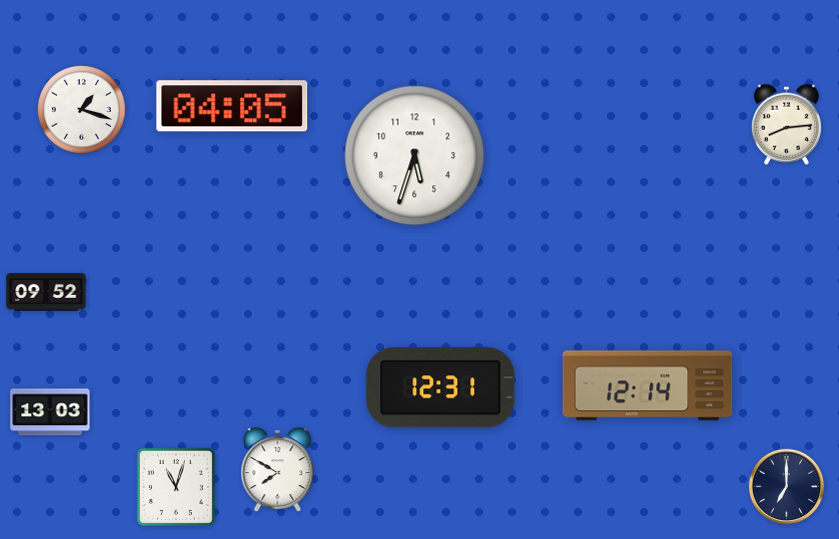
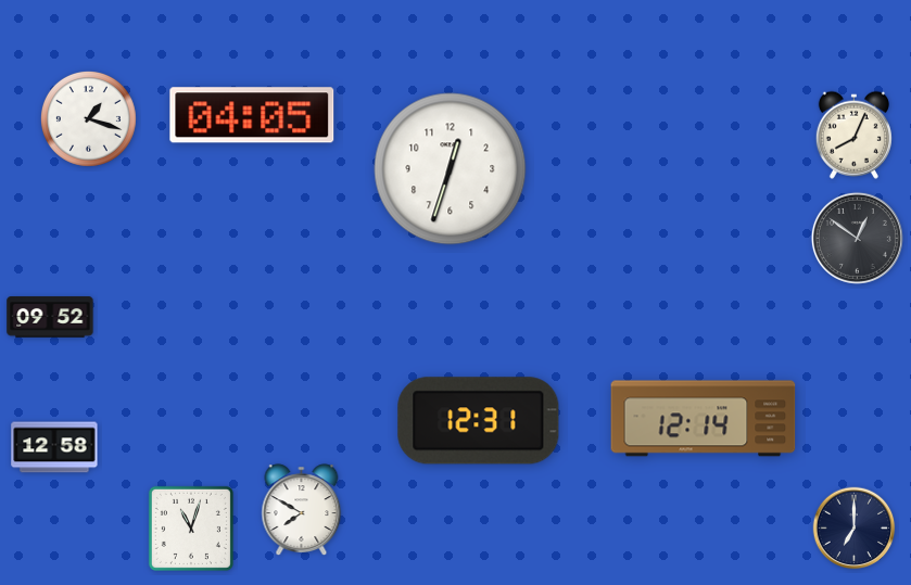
clock at (786, 124): 8:14 -> 8:04
clock at (415, 156): 5:33 -> 12:33
clock at (857, 238): none -> 12:51
clock at (50, 412): 13:03 -> 12:58
